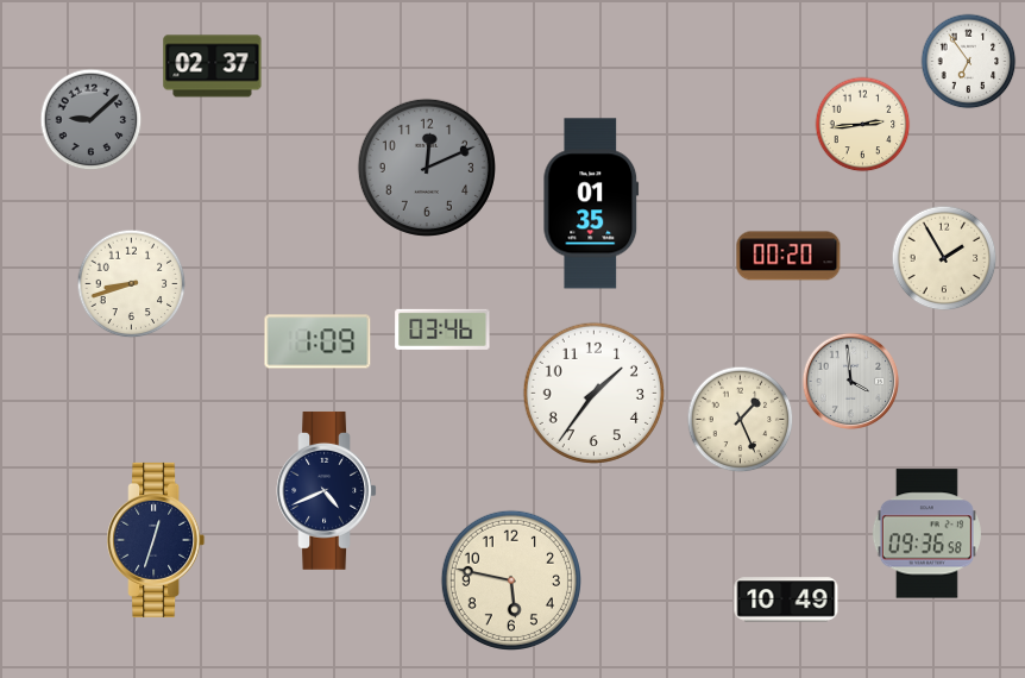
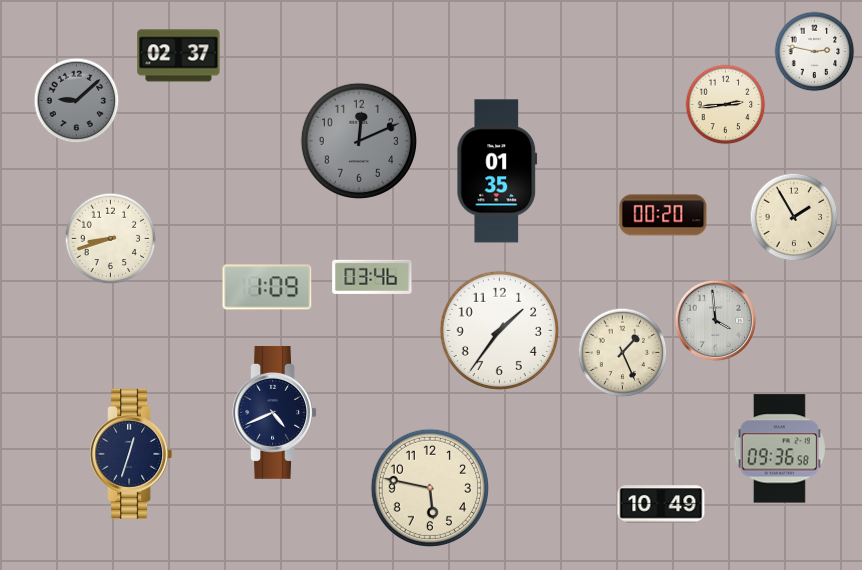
clock at (969, 62): 6:54 -> 2:47
